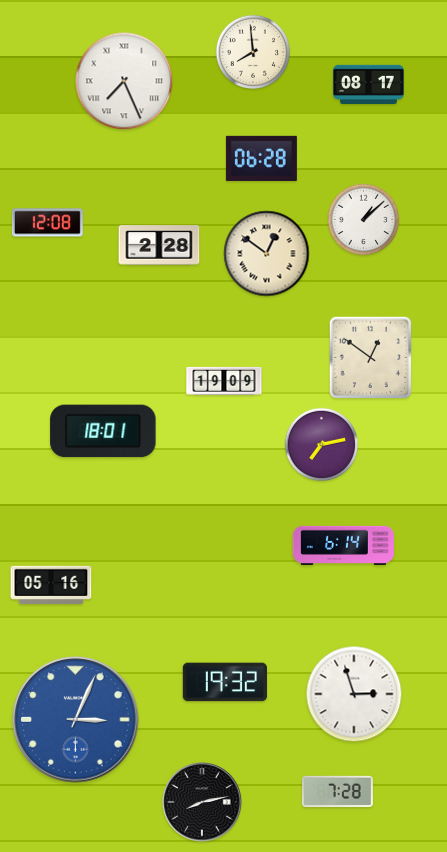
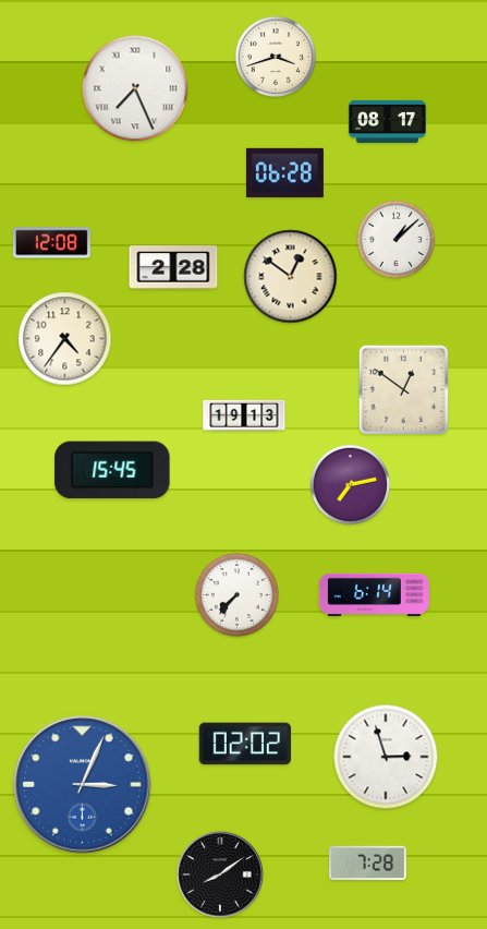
clock at (252, 51): 7:59 -> 3:42
clock at (368, 84) position: (368, 84) -> (387, 121)
clock at (65, 339): none -> 4:36
clock at (224, 381): 19:09 -> 19:13
clock at (103, 431): 18:01 -> 15:45
clock at (236, 594): none -> 7:37
clock at (51, 585): 05:16 -> none
clock at (224, 682): 19:32 -> 02:02
clock at (202, 802): 8:13 -> 8:09
